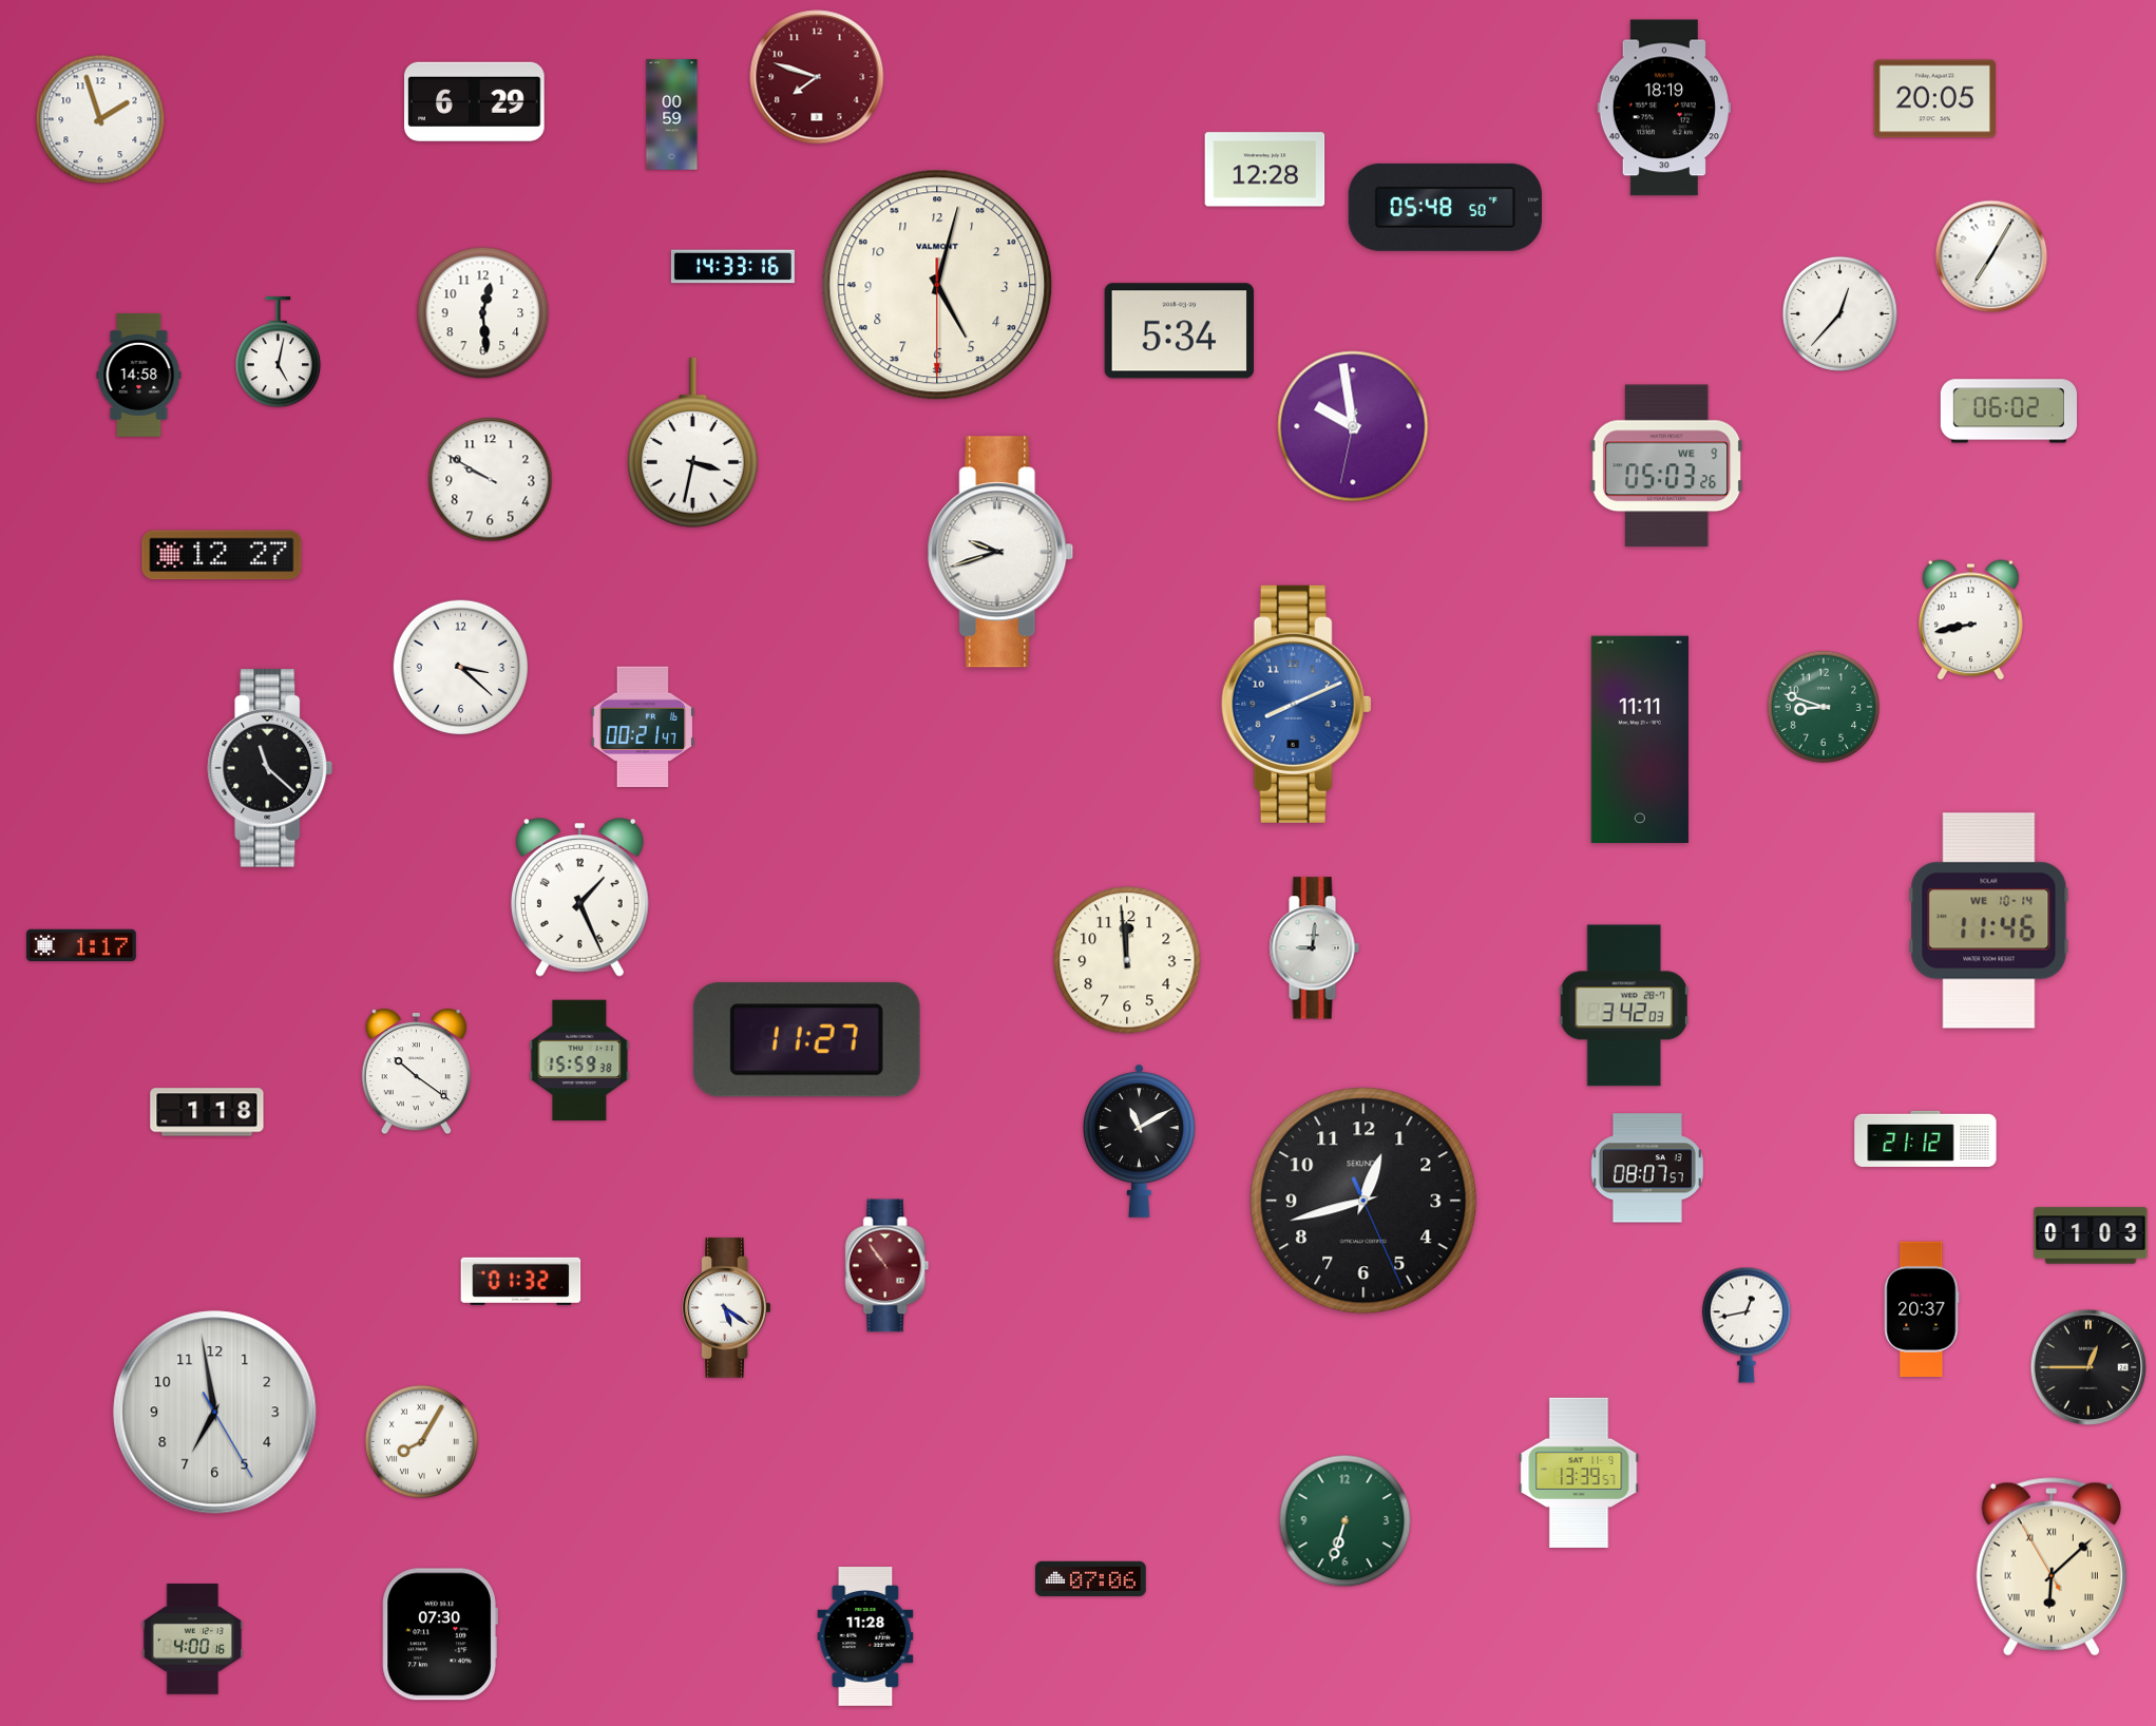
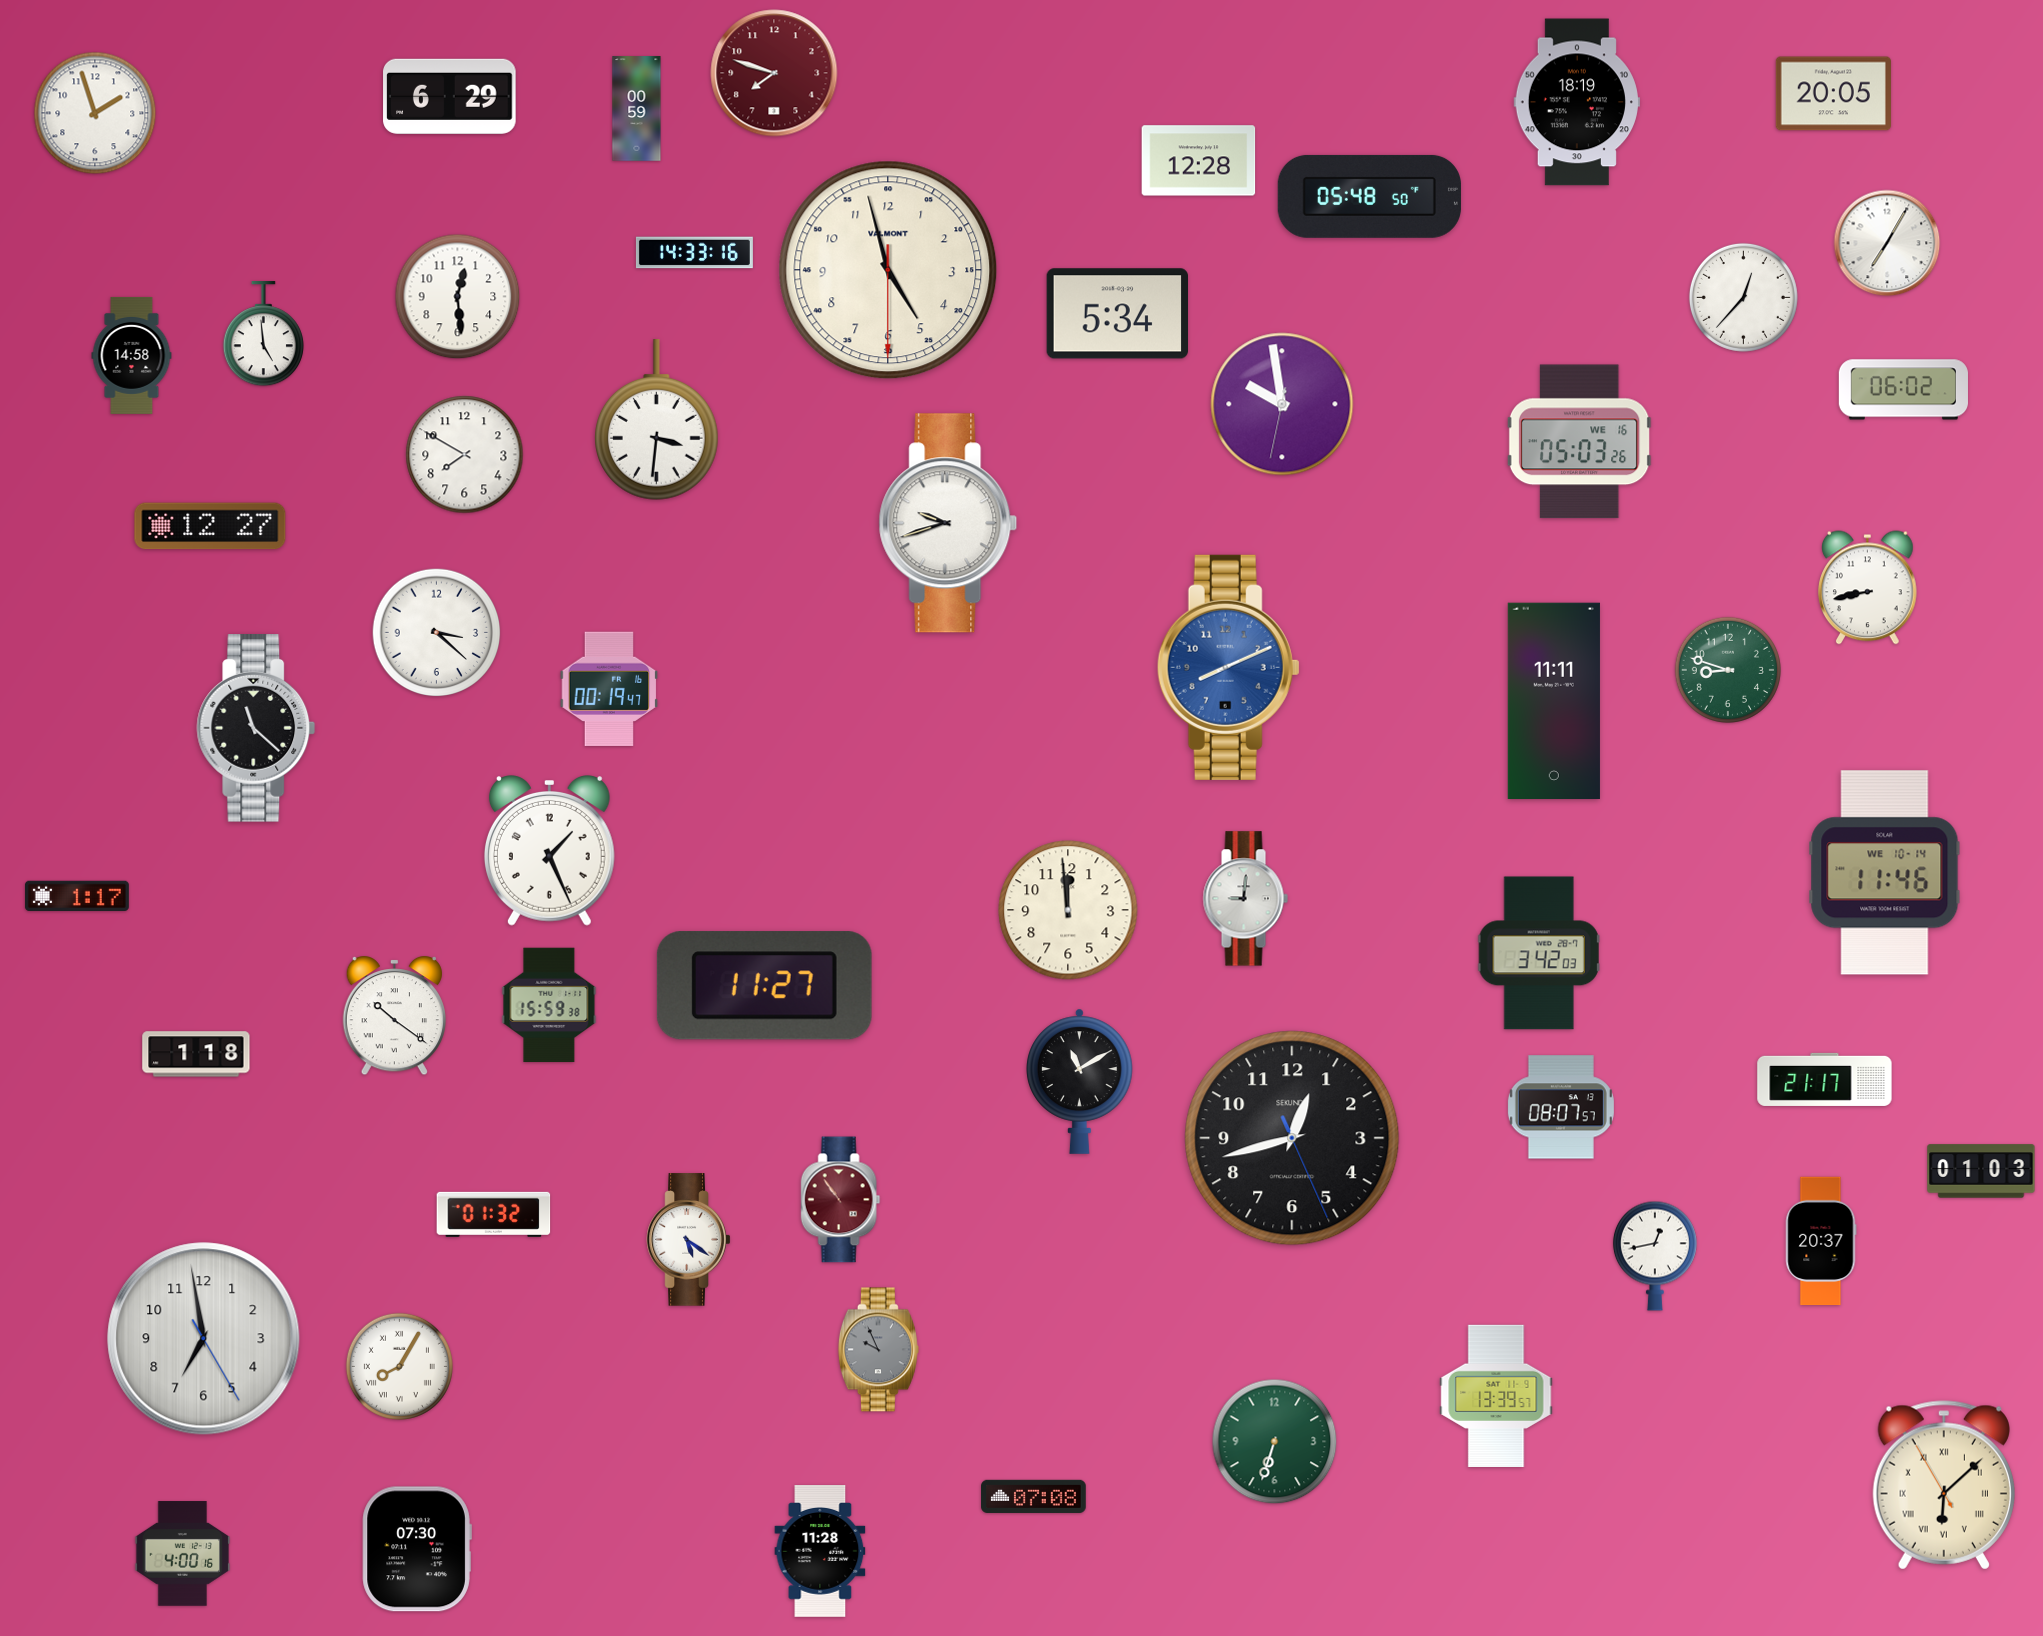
clock at (937, 285): 5:02 -> 4:57
clock at (278, 352): 5:02 -> 4:59
clock at (693, 443): 3:32 -> 3:31
clock at (1666, 466) date: WE 9 -> WE 16
clock at (491, 480): 9:50 -> 7:50
clock at (643, 727): 00:21 -> 00:19
clock at (1926, 1138): 21:12 -> 21:17
clock at (2088, 1367): 12:45 -> none
clock at (878, 1350): none -> 9:56
clock at (1091, 1578): 07:06 -> 07:08
